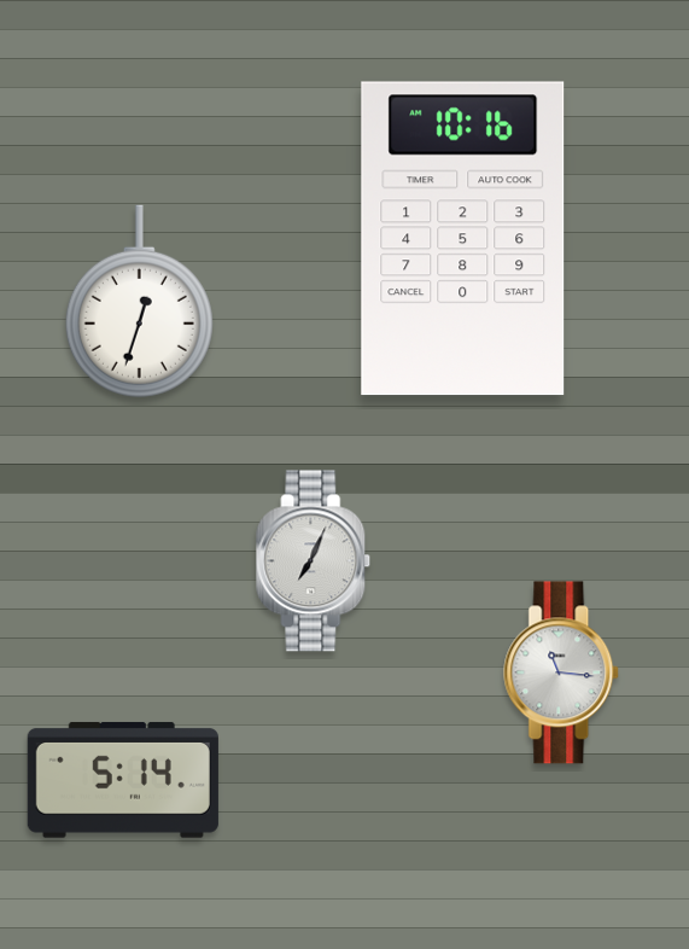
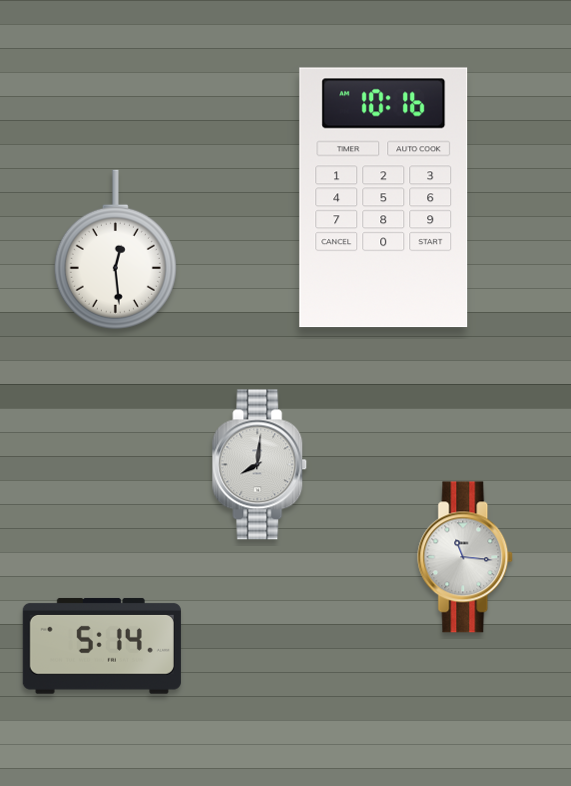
clock at (139, 302): 12:33 -> 12:29
clock at (314, 561): 7:04 -> 8:01
